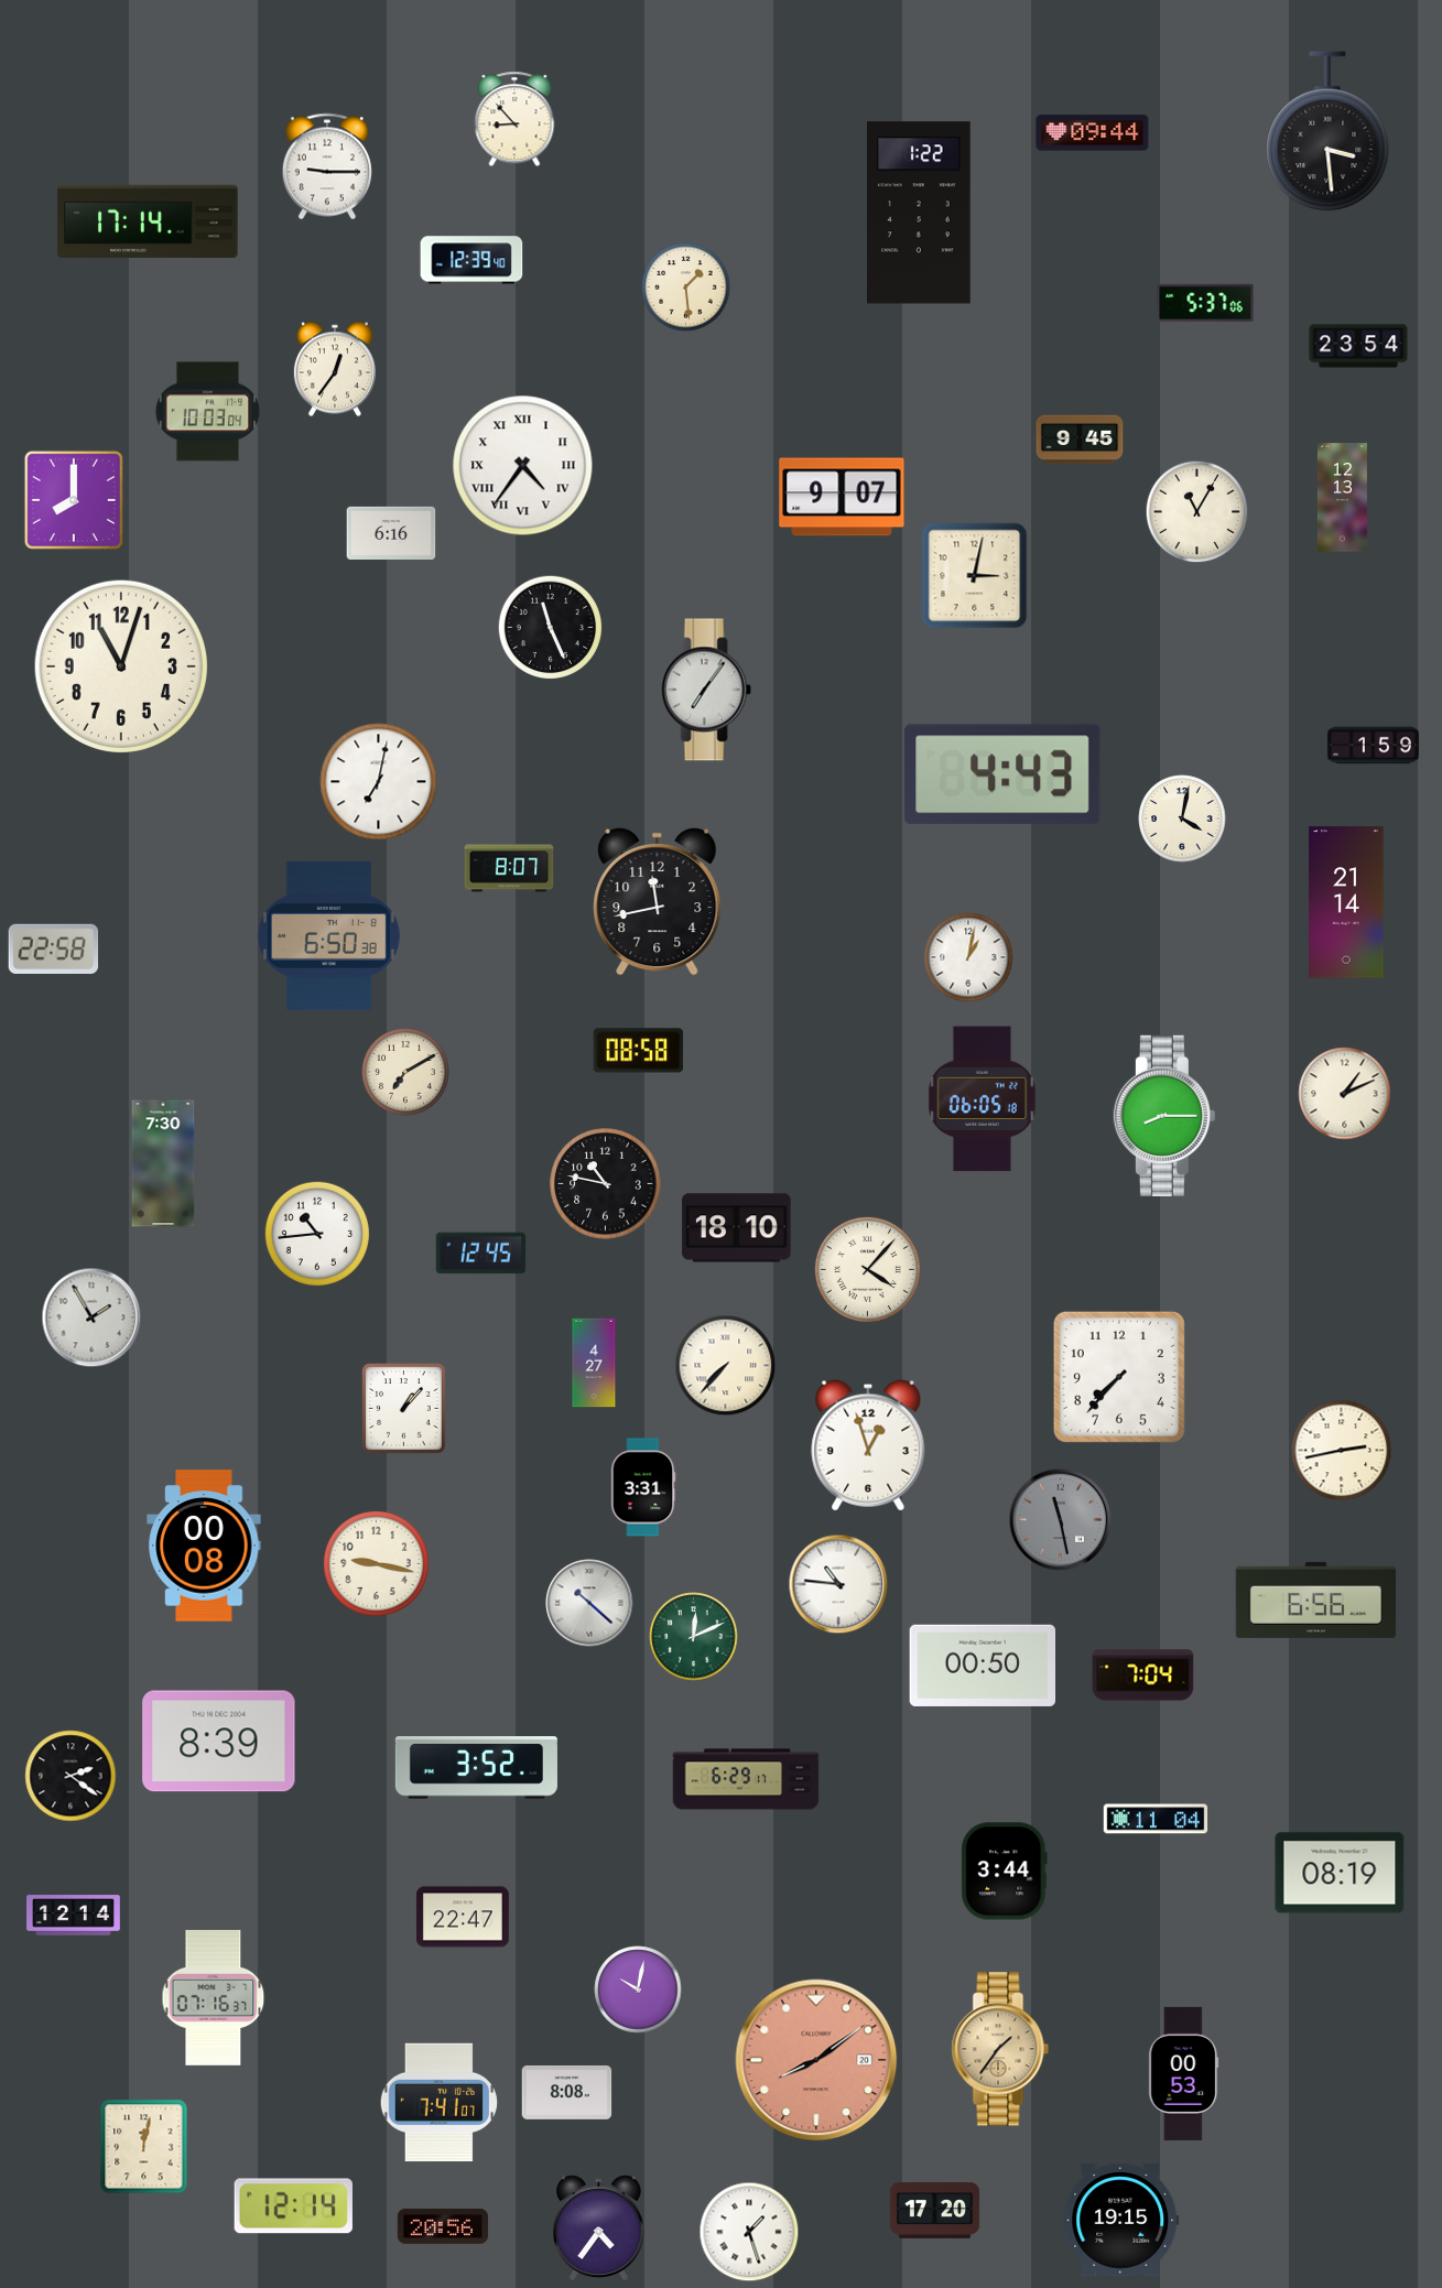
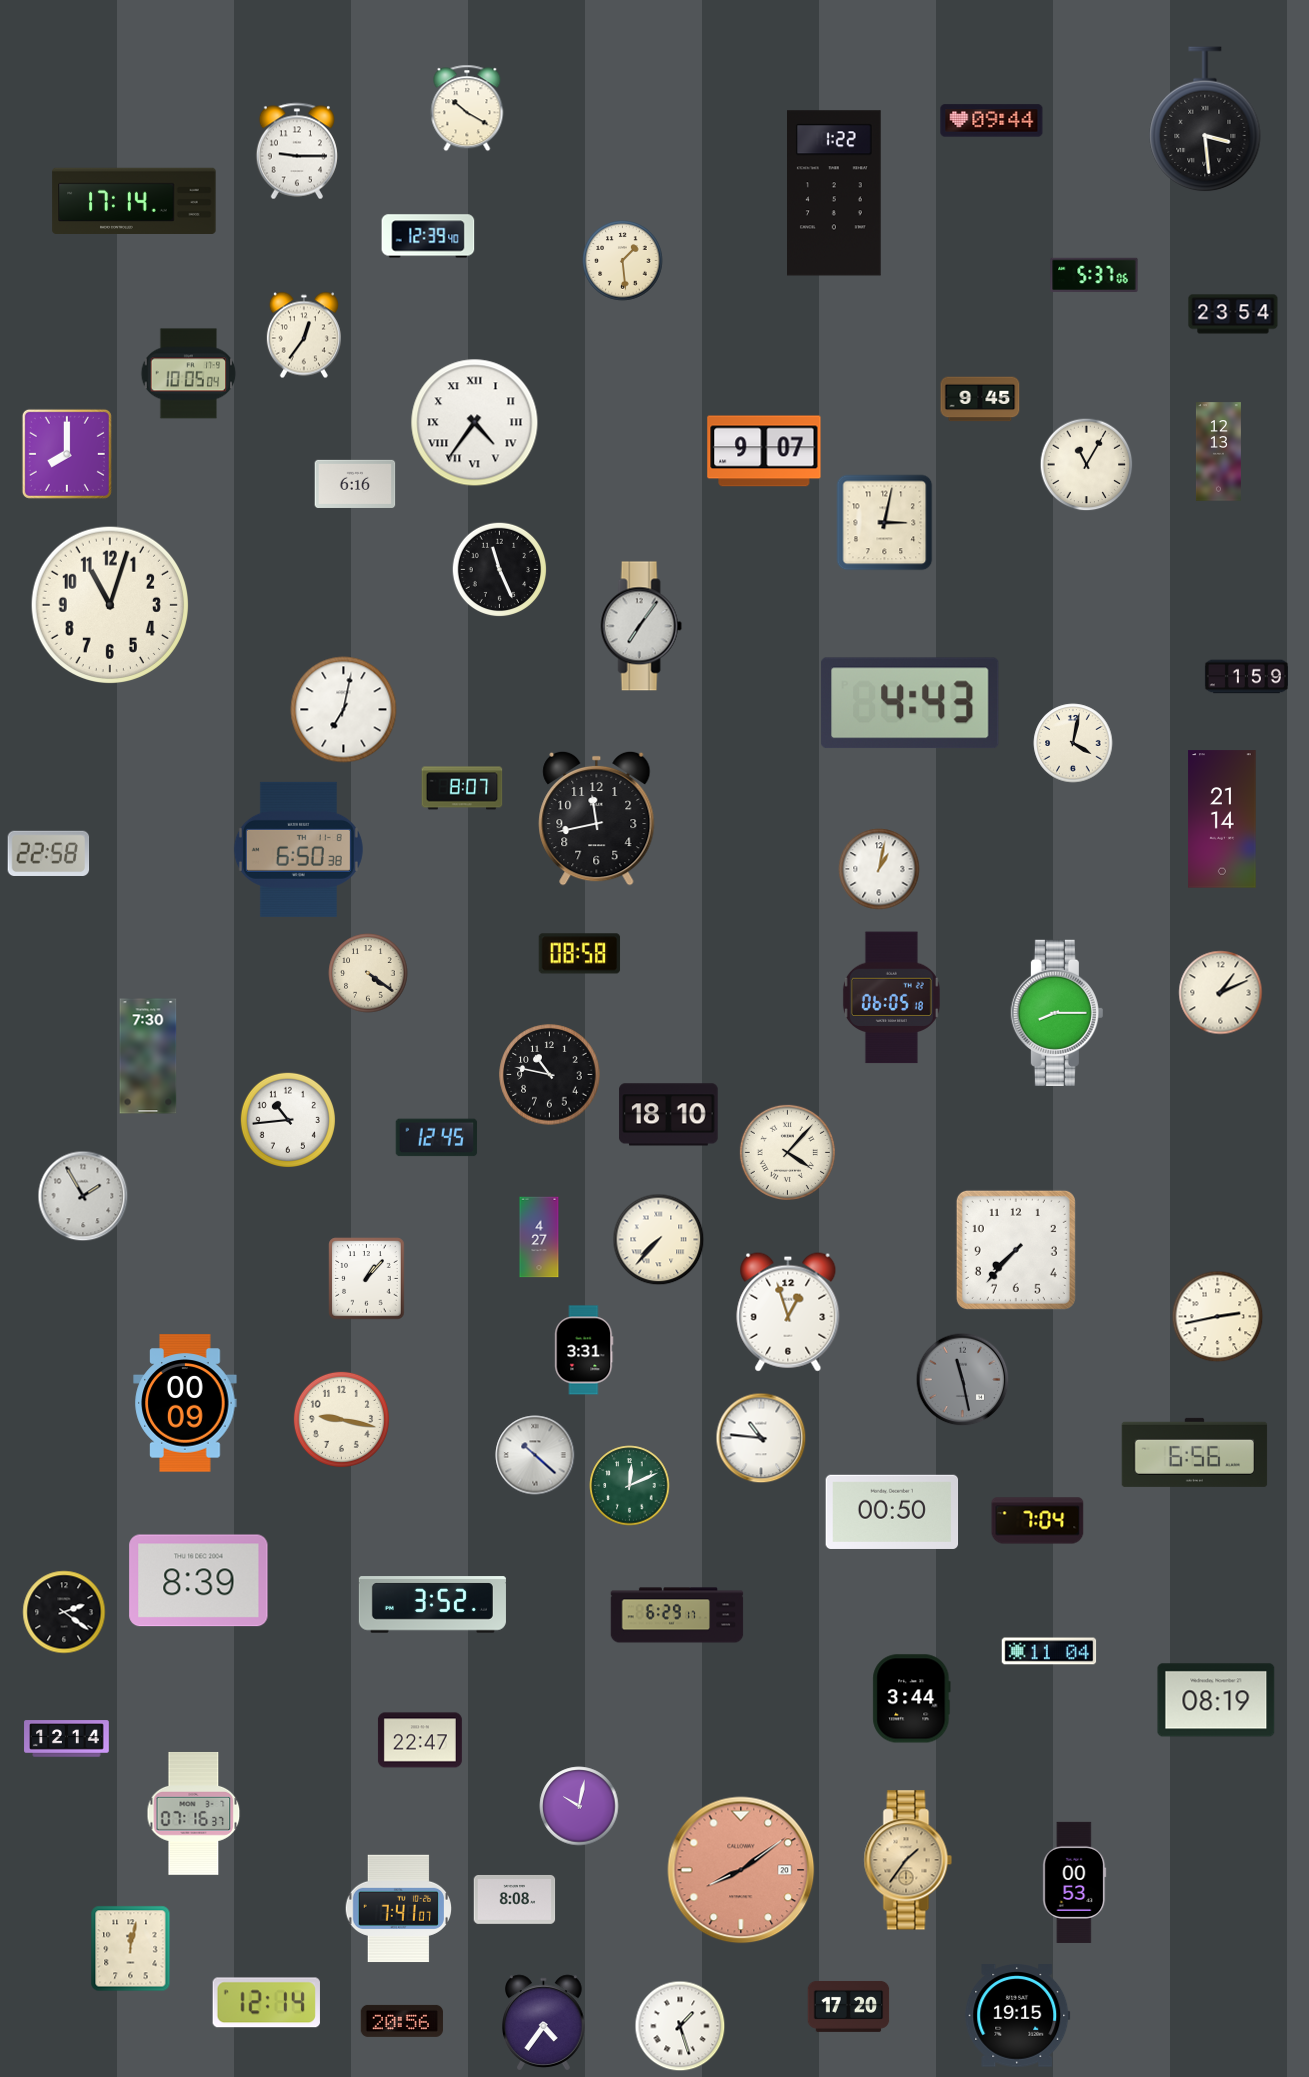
clock at (514, 119): 8:53 -> 10:20
clock at (208, 412): 10:03 -> 10:05
clock at (54, 948) position: (54, 948) -> (49, 853)
clock at (405, 1072): 7:10 -> 4:21
clock at (204, 1546): 00:08 -> 00:09
